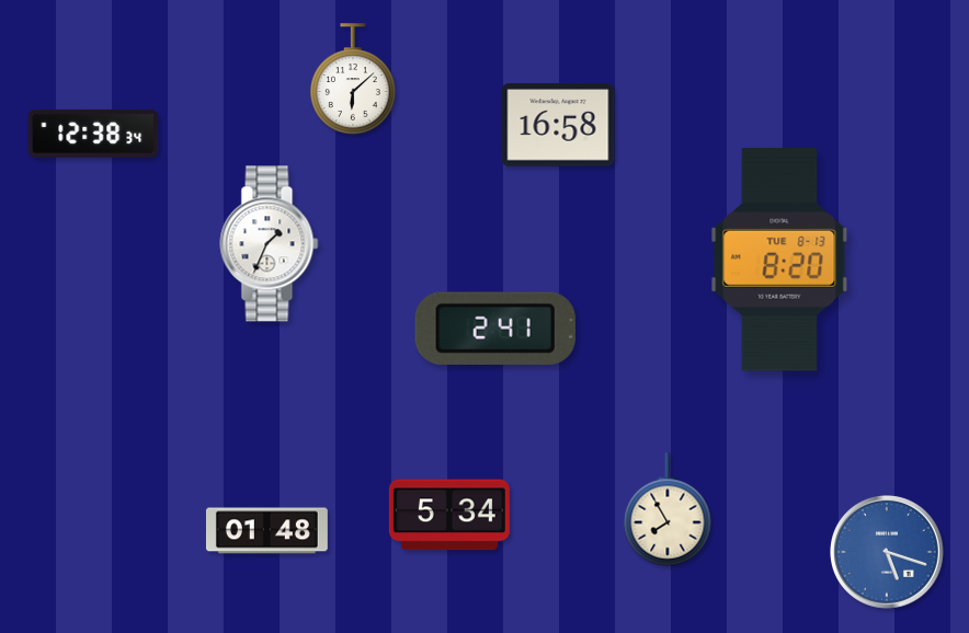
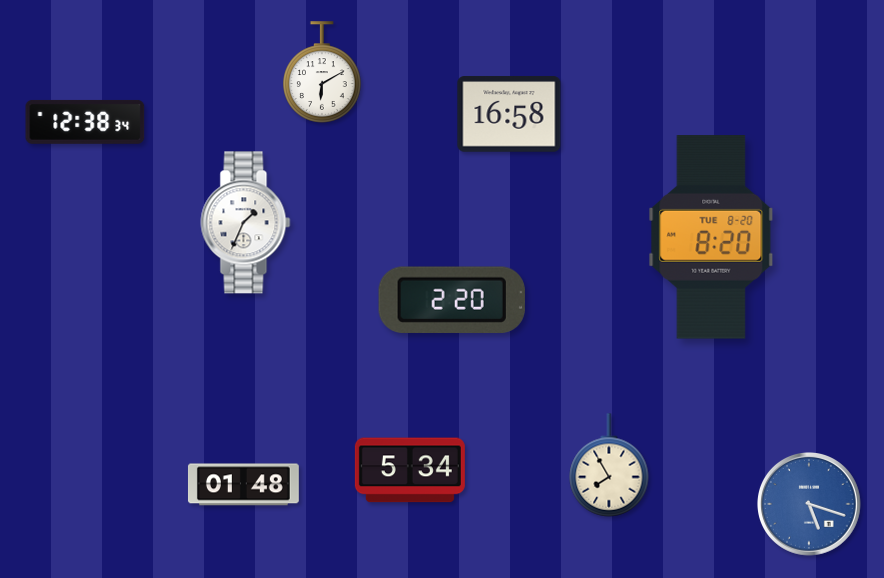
clock at (353, 79): 6:08 -> 6:10
clock at (779, 260) date: TUE 8-13 -> TUE 8-20
clock at (495, 327): 2:41 -> 2:20
